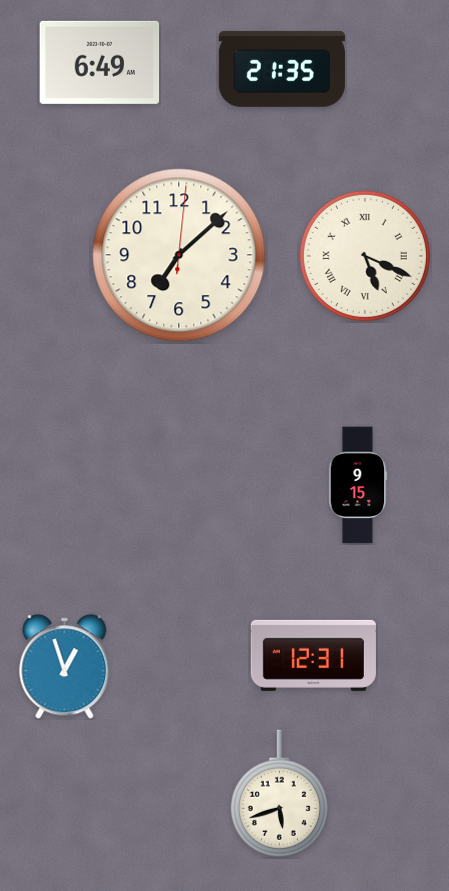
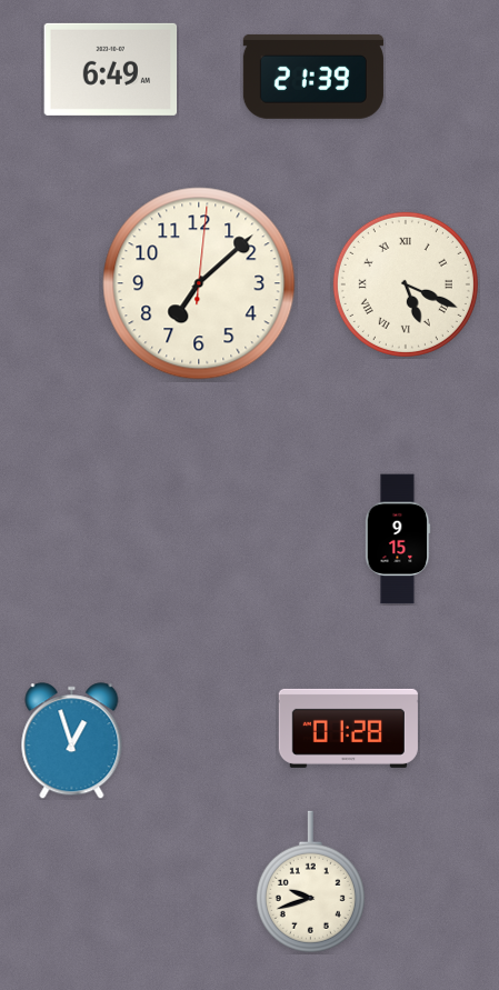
clock at (282, 69): 21:35 -> 21:39
clock at (313, 655): 12:31 -> 01:28
clock at (279, 794): 5:42 -> 9:42
